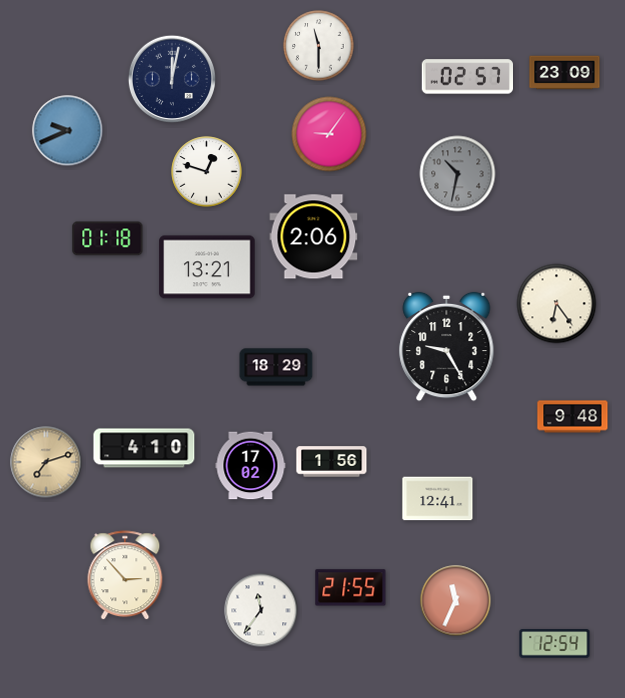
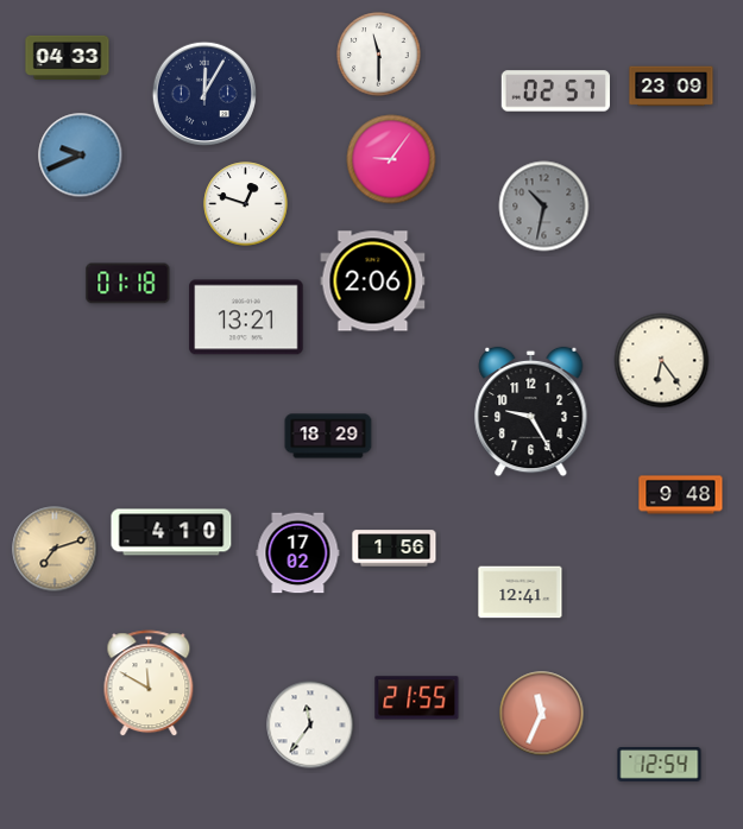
clock at (68, 57): none -> 04:33
clock at (171, 78): 12:02 -> 12:05
clock at (125, 576): 2:53 -> 11:50
